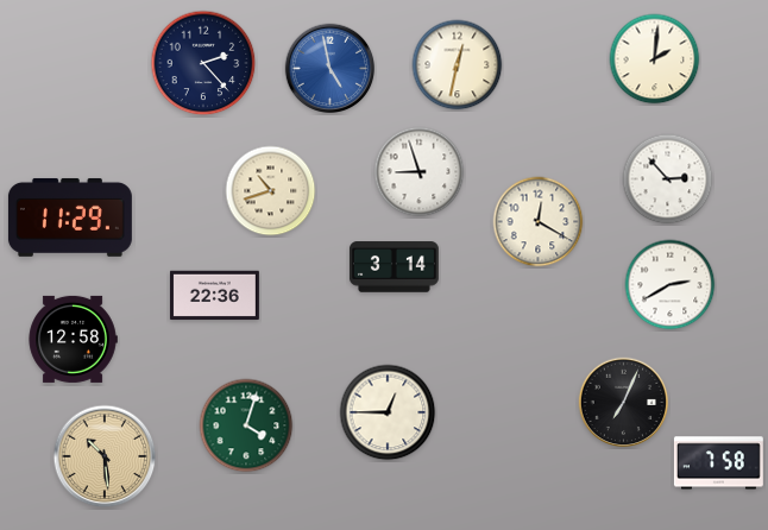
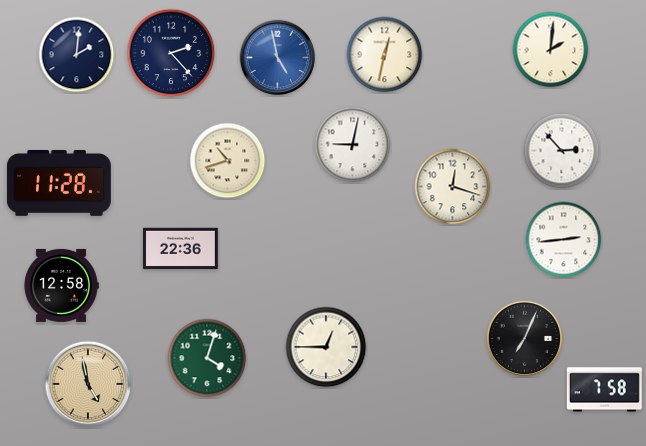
clock at (77, 55): none -> 2:01
clock at (420, 172): 8:57 -> 9:02
clock at (70, 217): 11:29 -> 11:28
clock at (539, 222): 12:20 -> 12:18
clock at (394, 267): 3:14 -> none
clock at (671, 285): 2:40 -> 2:44
clock at (105, 456): 10:29 -> 4:58
